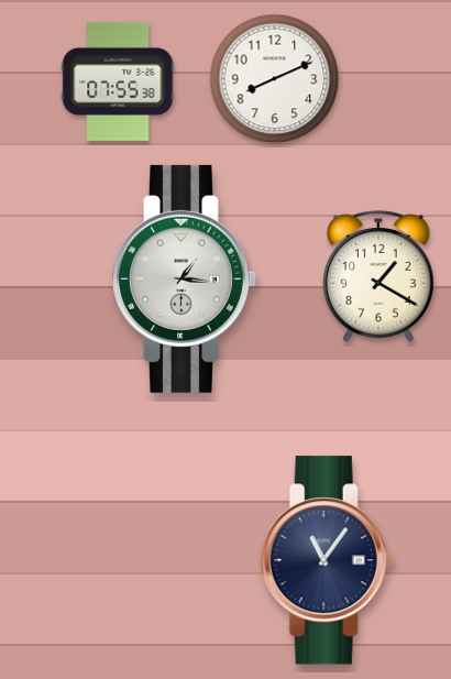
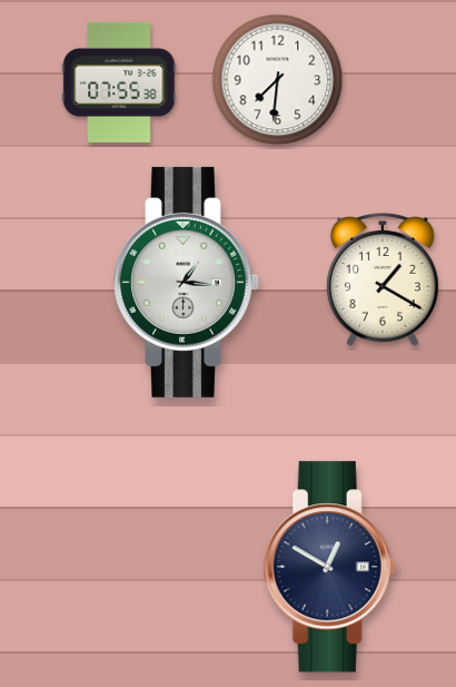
clock at (275, 79): 8:11 -> 7:31
clock at (327, 560): 11:06 -> 12:50
